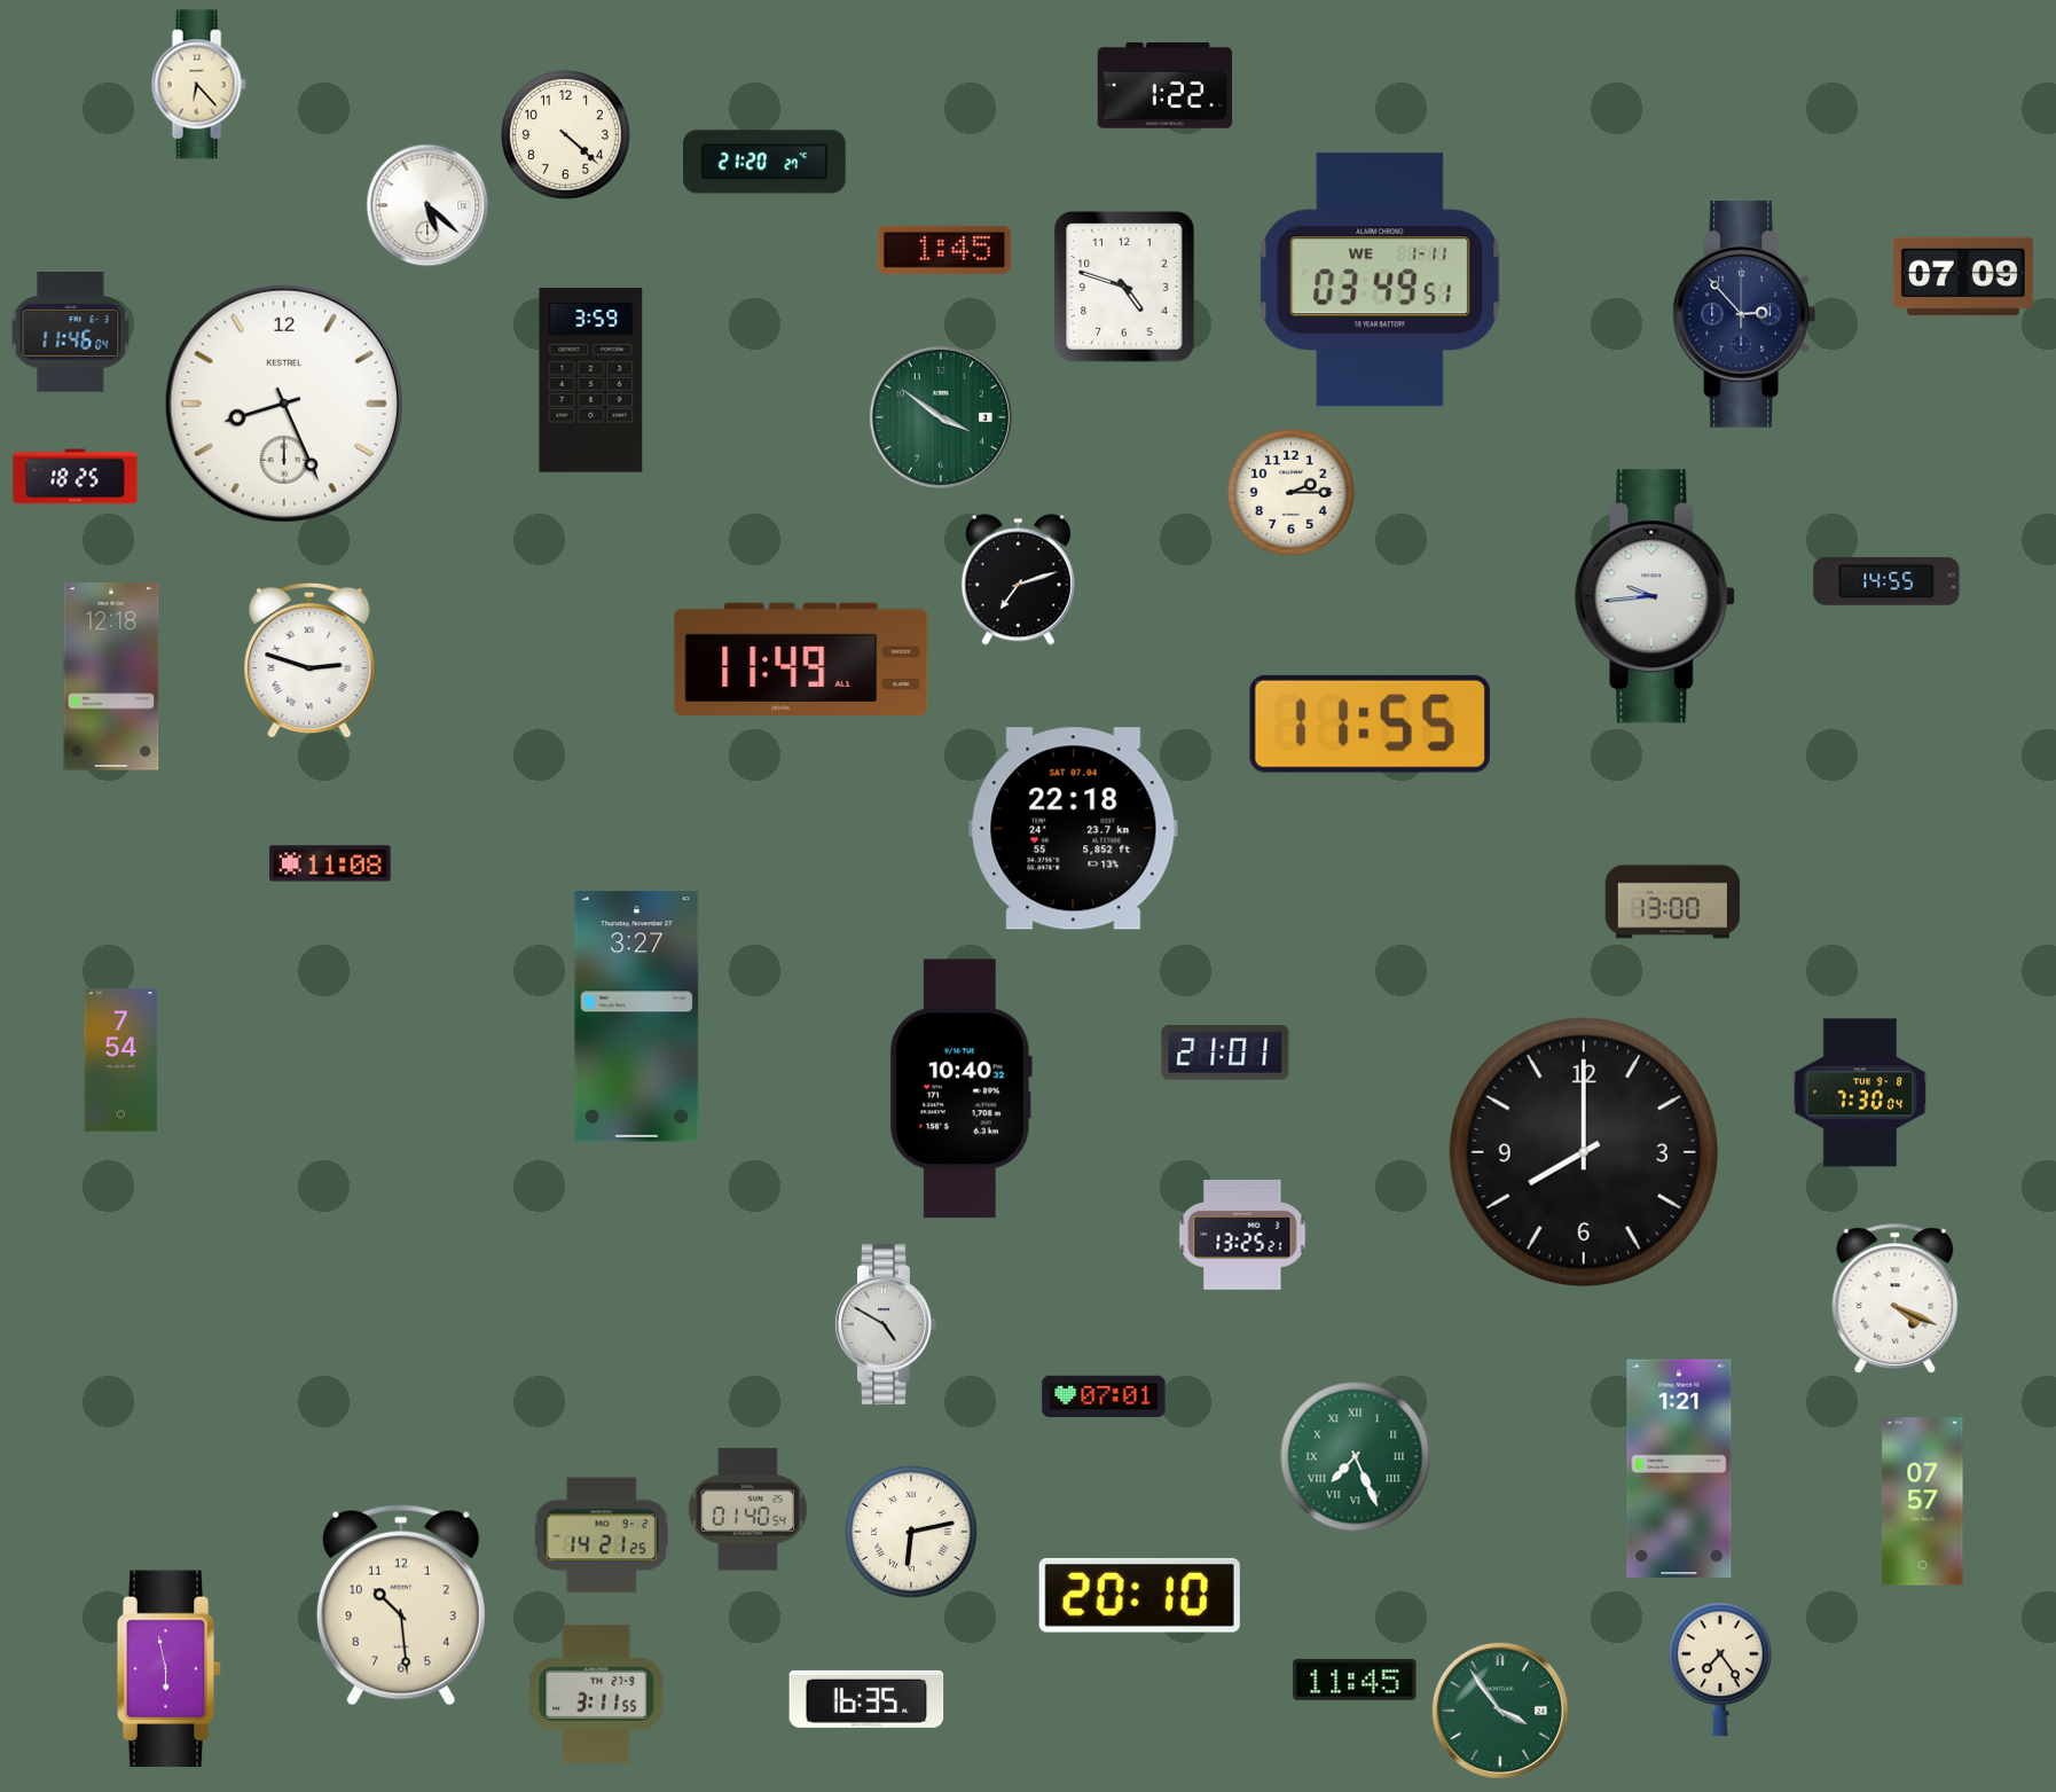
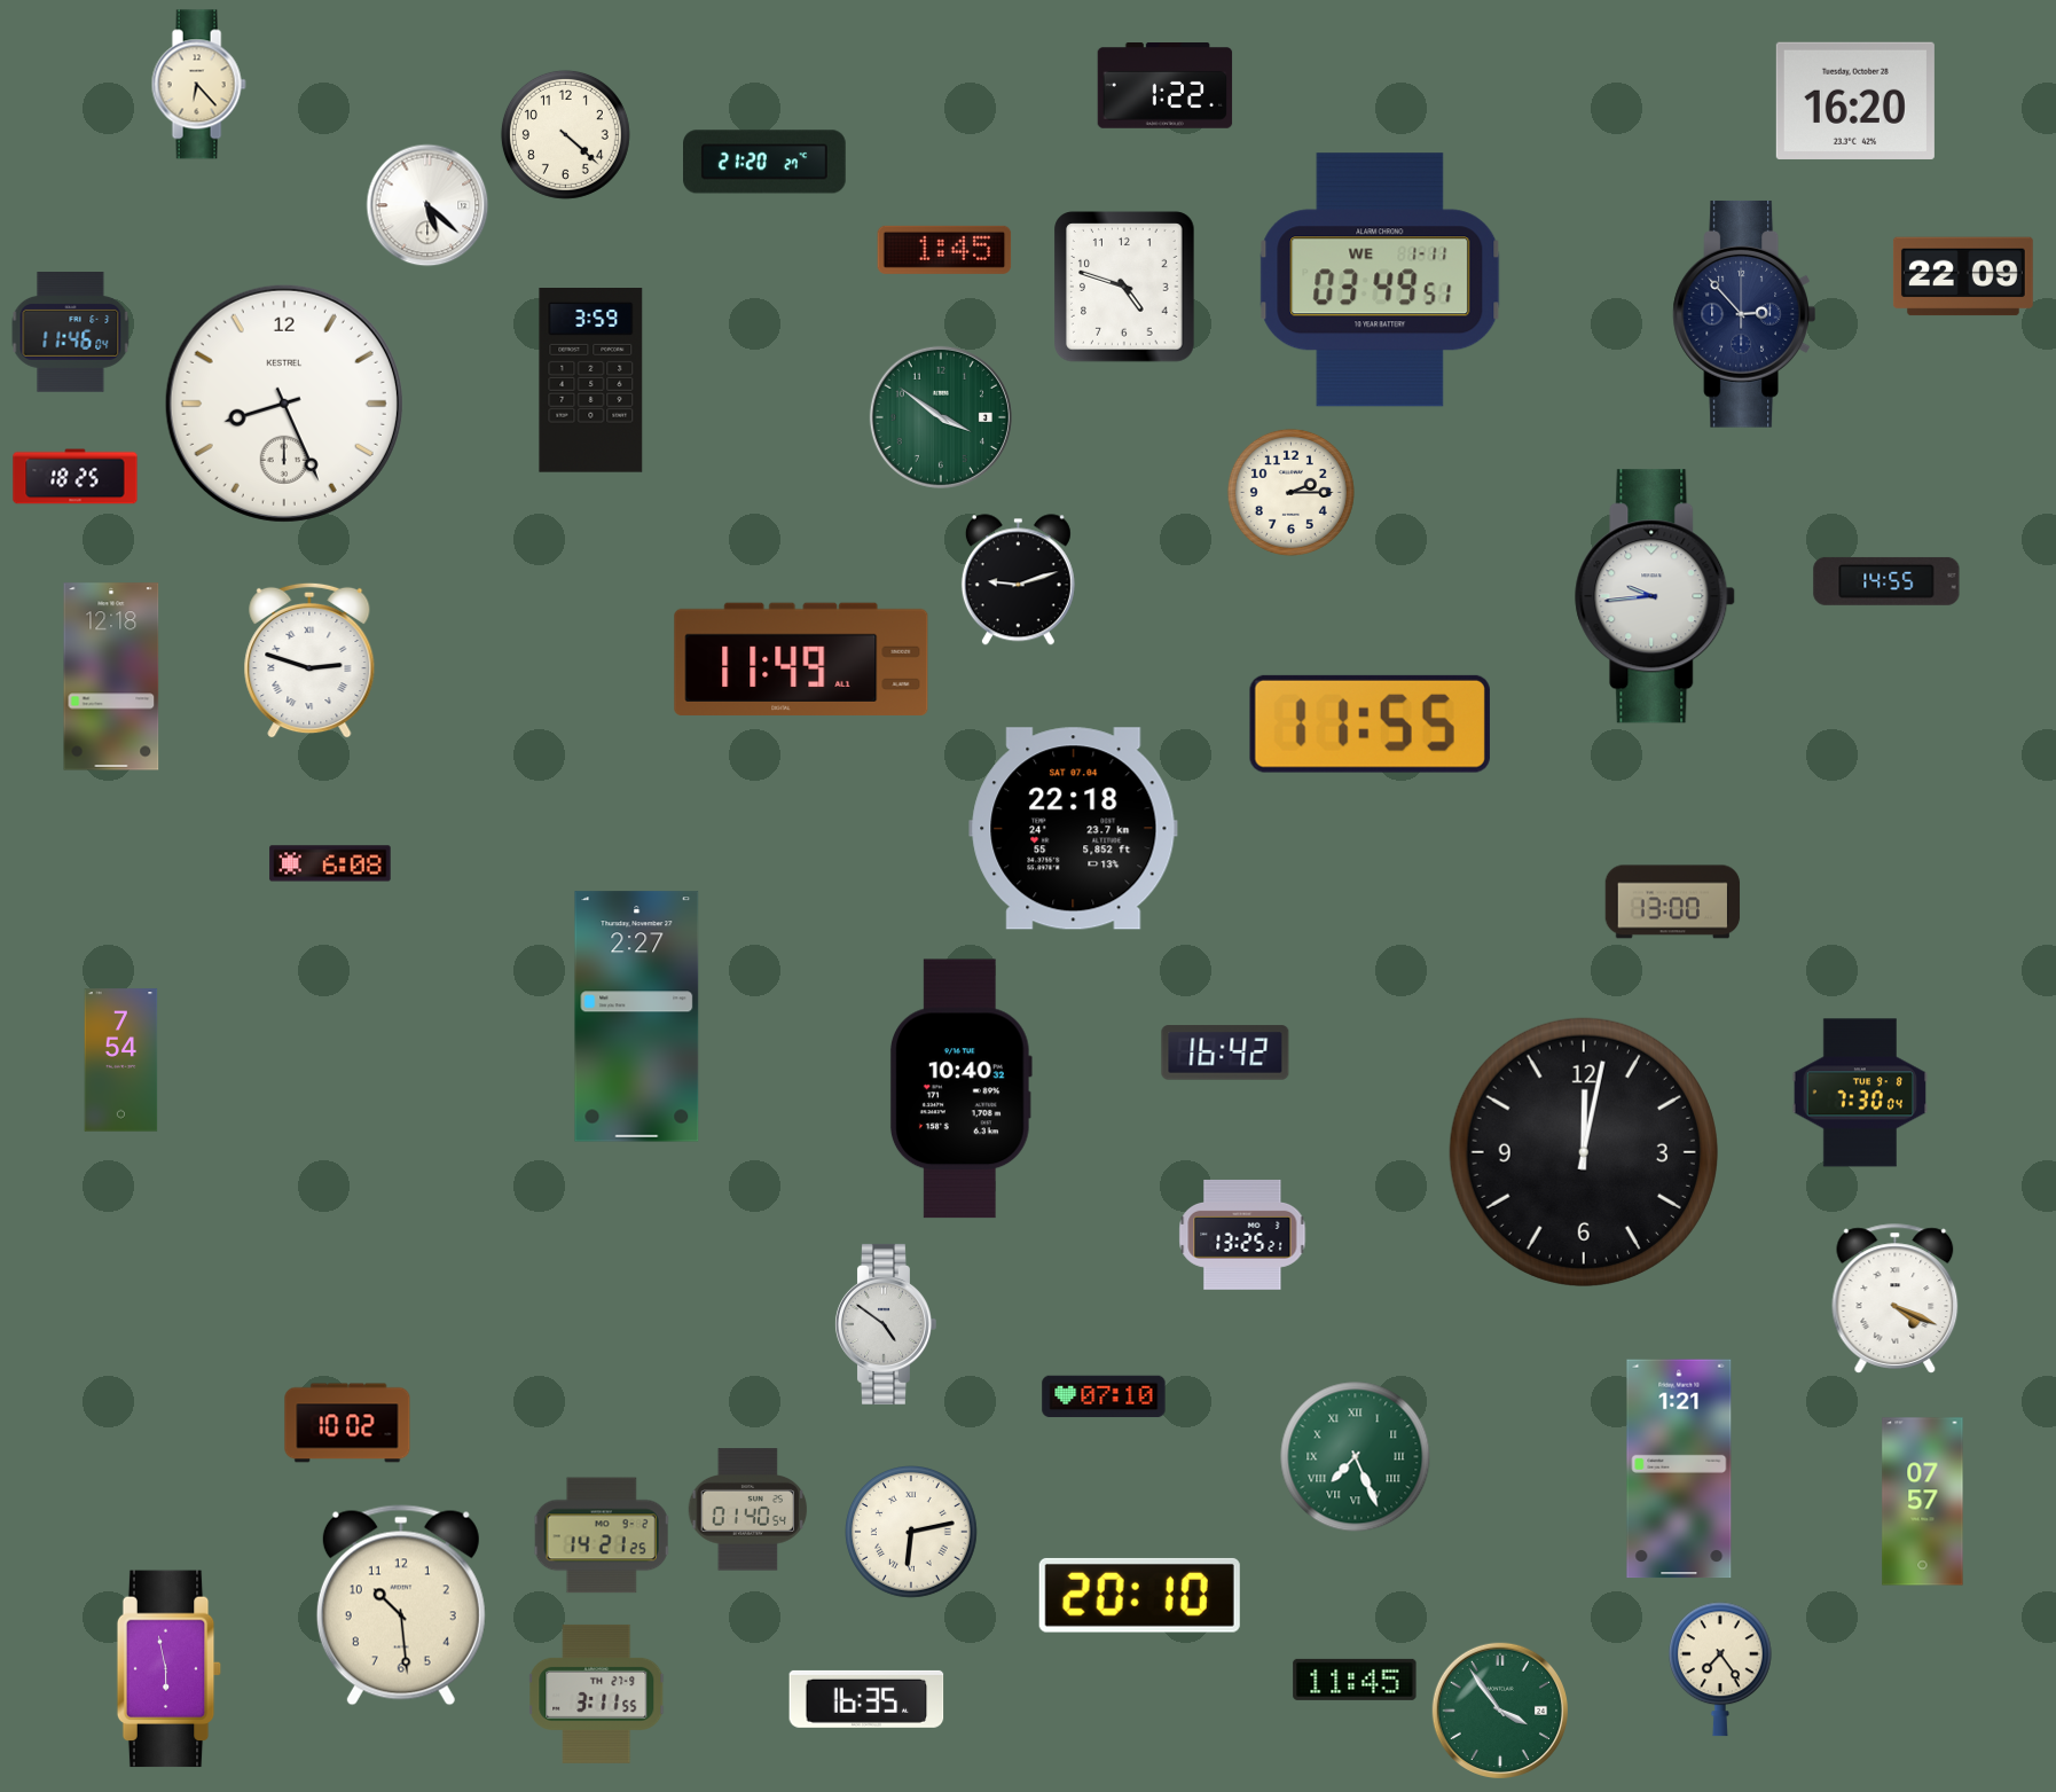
clock at (1855, 101): none -> 16:20
clock at (1963, 276): 07:09 -> 22:09
clock at (1018, 580): 7:12 -> 9:12
clock at (330, 863): 11:08 -> 6:08
clock at (637, 1017): 3:27 -> 2:27
clock at (1225, 1052): 21:01 -> 16:42
clock at (1584, 1152): 8:00 -> 12:02
clock at (885, 1324): 4:50 -> 4:51
clock at (1104, 1396): 07:01 -> 07:10
clock at (347, 1423): none -> 10:02
